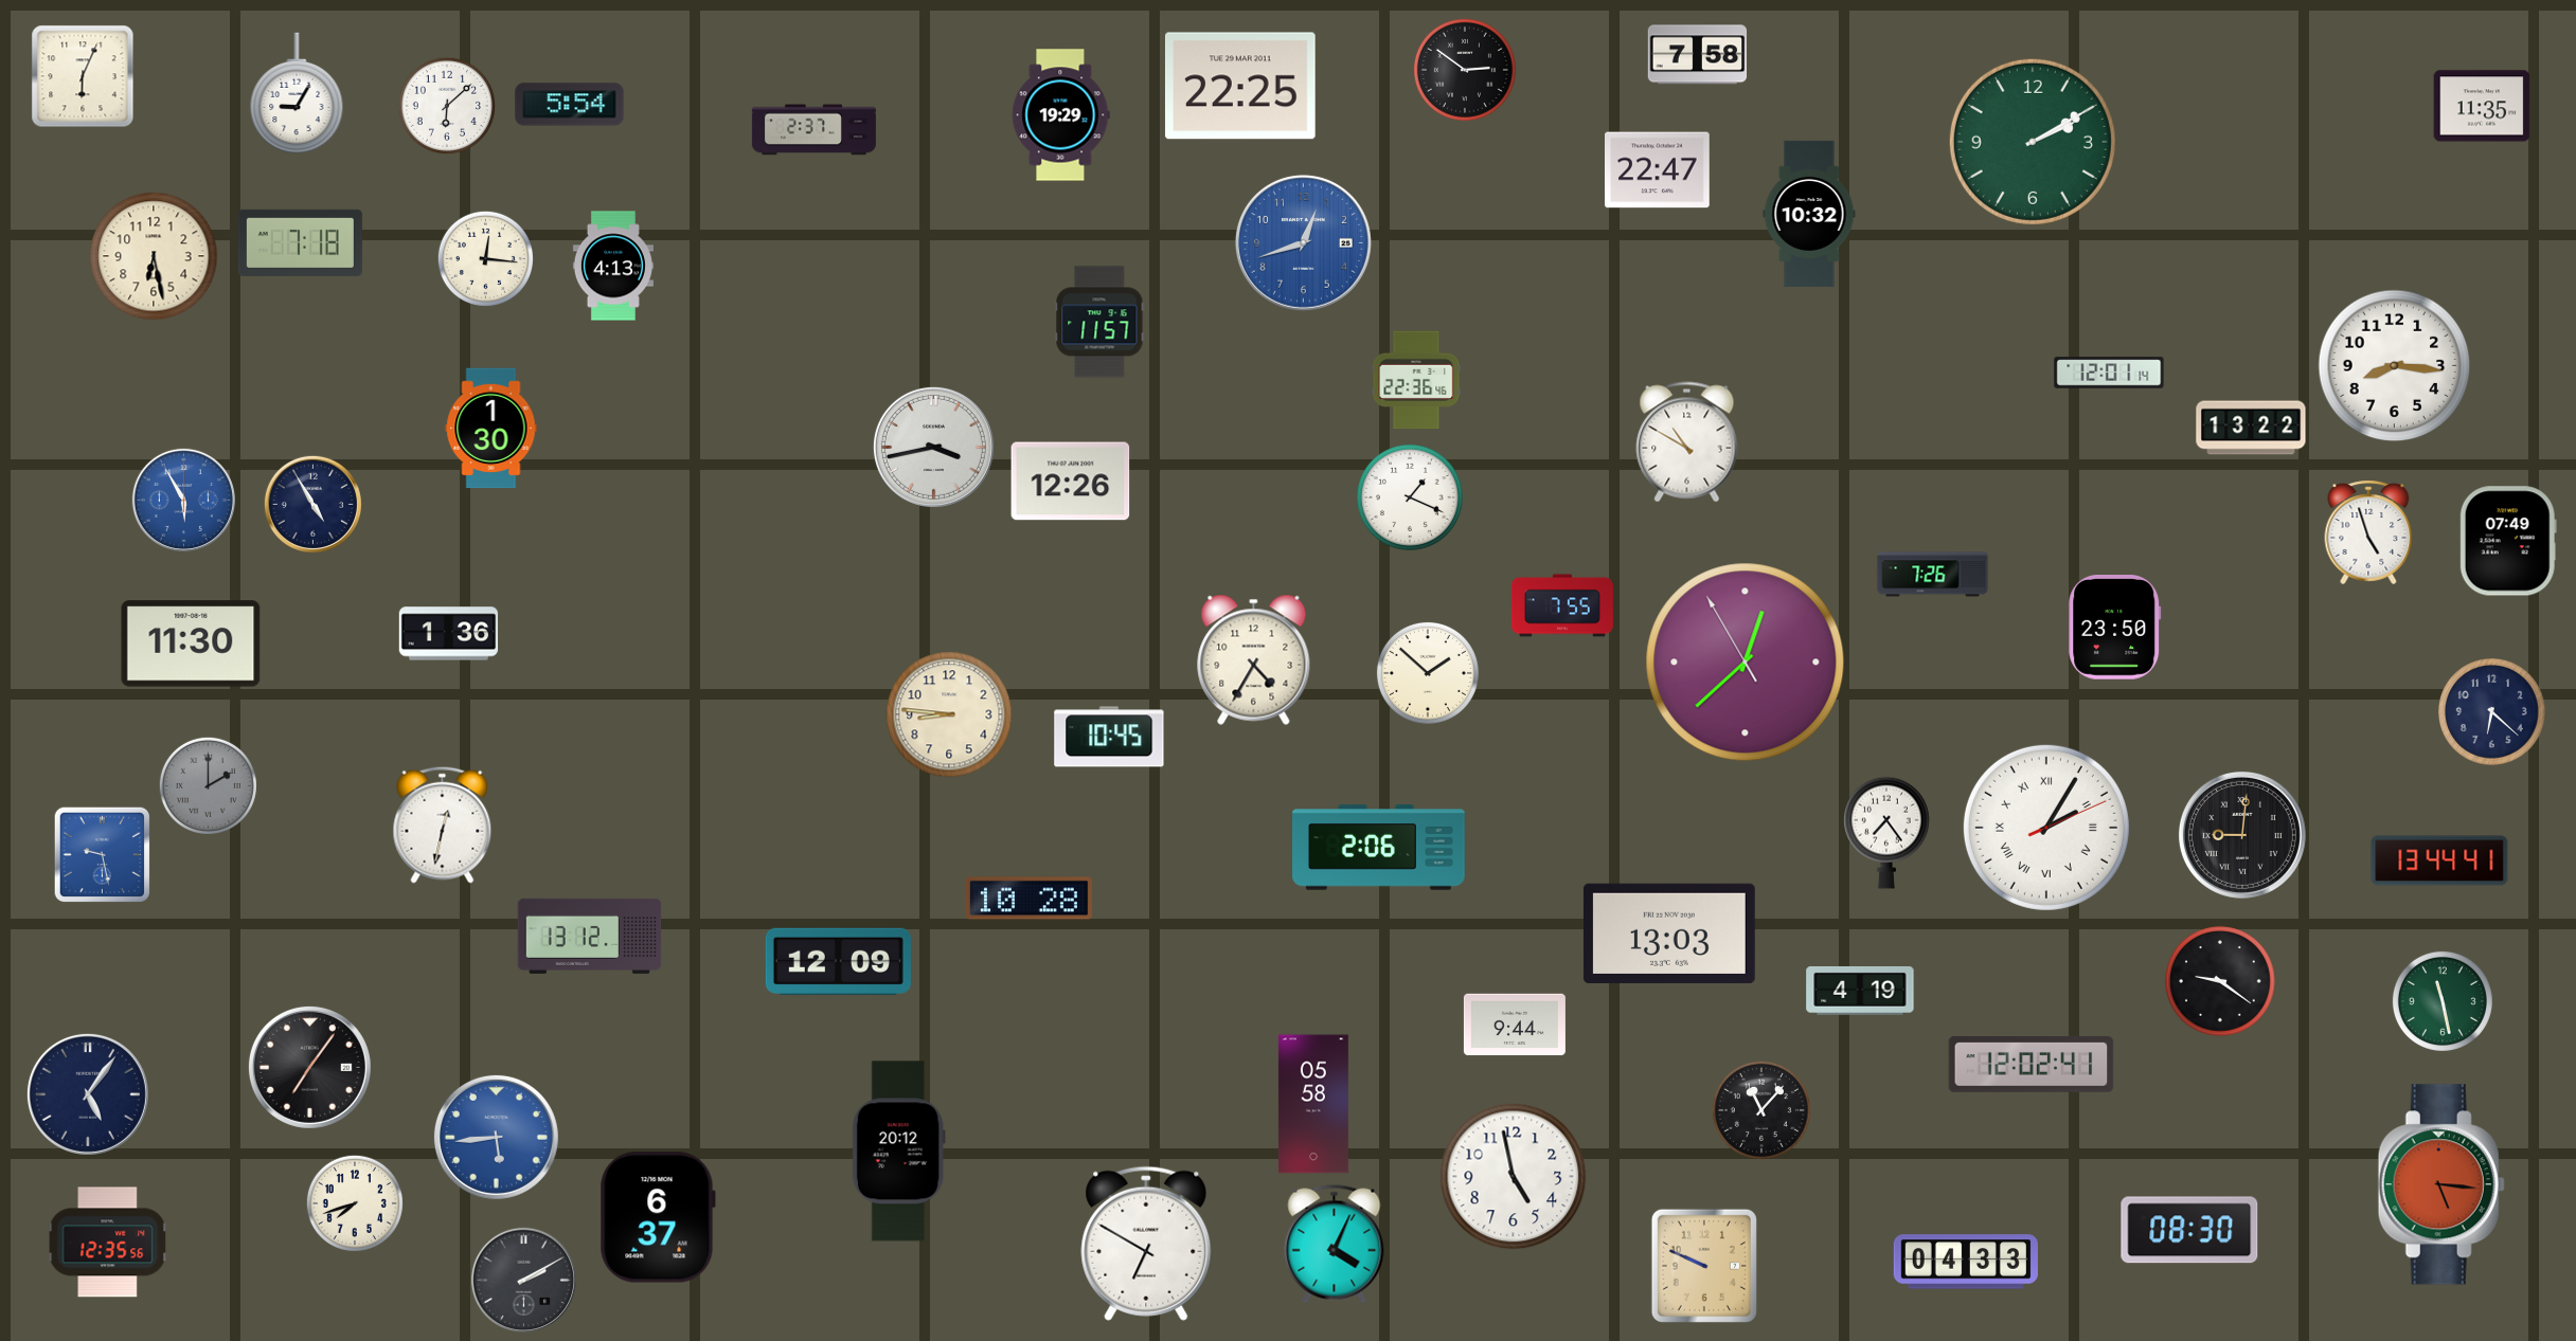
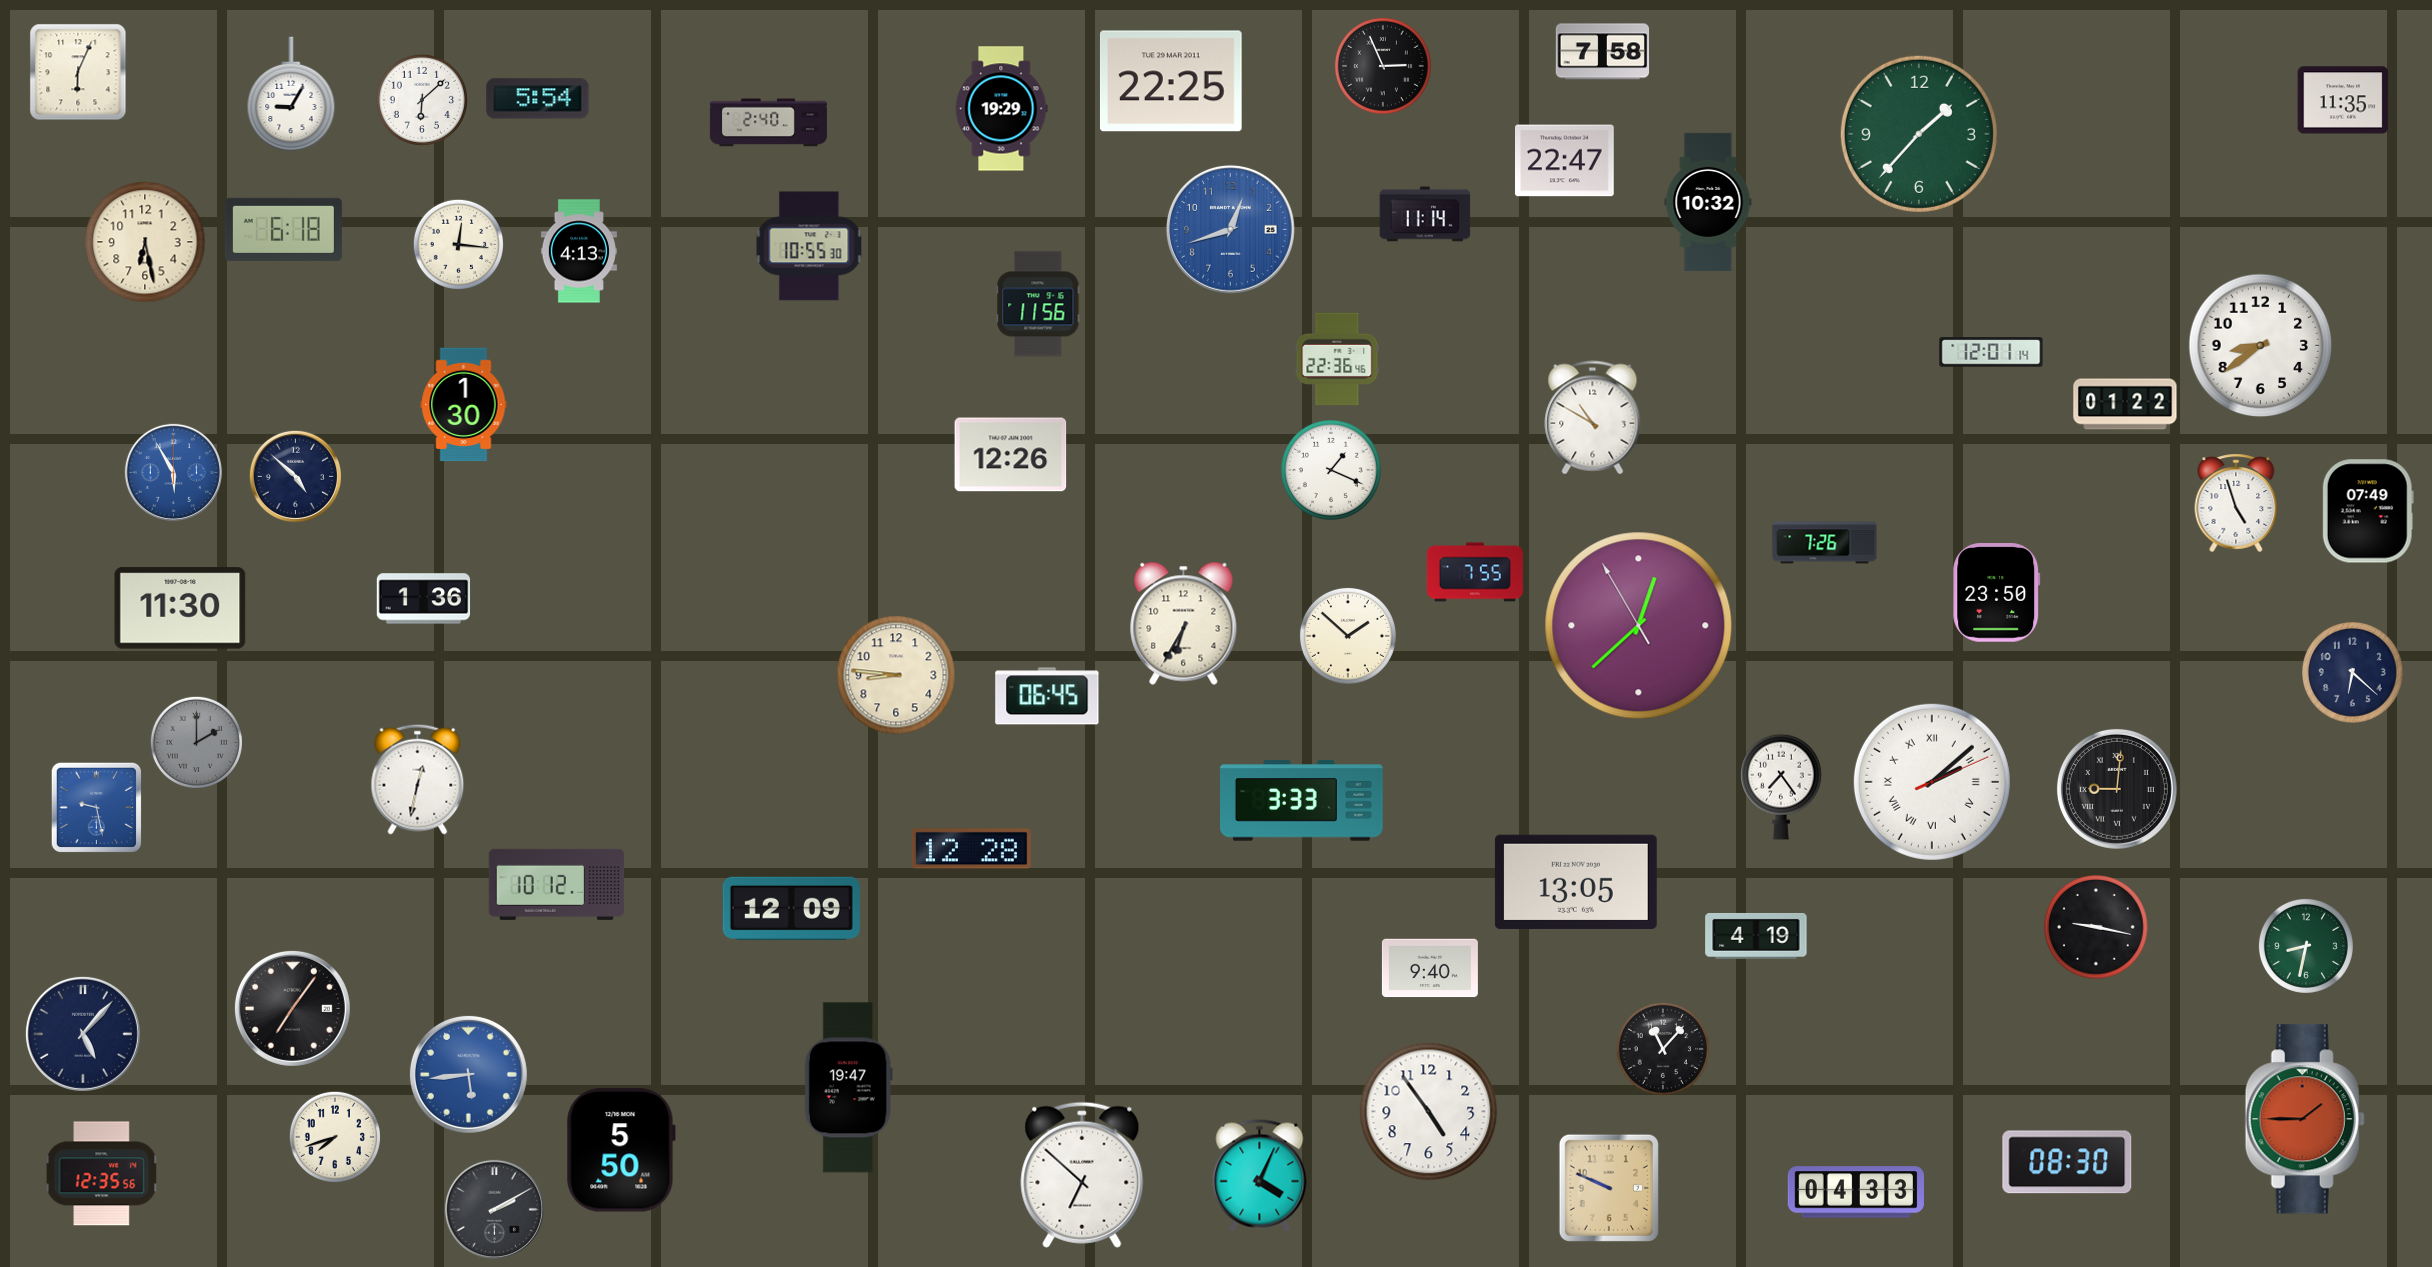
clock at (1465, 70): 2:51 -> 2:56
clock at (297, 93) position: (297, 93) -> (291, 94)
clock at (813, 130): 2:37 -> 2:40
clock at (2033, 142): 2:10 -> 1:37
clock at (1425, 214): none -> 11:14
clock at (300, 242): 7:18 -> 6:18
clock at (809, 246): none -> 10:55
clock at (1099, 322): 11:57 -> 11:56
clock at (2395, 366): 8:16 -> 8:39
clock at (2251, 428): 13:22 -> 01:22
clock at (933, 447): 3:43 -> none
clock at (312, 504): 4:55 -> 4:52
clock at (1254, 659): 4:35 -> 6:35
clock at (1746, 663) position: (1746, 663) -> (1639, 626)
clock at (1109, 737): 10:45 -> 06:45
clock at (2046, 828): 2:05 -> 2:08
clock at (1379, 848): 2:06 -> 3:33
clock at (2439, 860): 13:44 -> none
clock at (1028, 899): 10:28 -> 12:28
clock at (1669, 934): 13:03 -> 13:05
clock at (590, 936): 13:12 -> 10:12
clock at (2220, 981): 9:21 -> 9:17
clock at (2443, 1001): 11:28 -> 8:32
clock at (1515, 1025): 9:44 -> 9:40
clock at (2032, 1065): 12:02 -> none
clock at (88, 1094): 5:06 -> 5:07
clock at (1313, 1104): 05:58 -> none
clock at (898, 1152): 20:12 -> 19:47
clock at (1514, 1177): 4:58 -> 4:54
clock at (2441, 1184): 5:16 -> 1:45
clock at (658, 1217): 6:37 -> 5:50
clock at (1146, 1244): 6:50 -> 6:52
clock at (1704, 1266) position: (1704, 1266) -> (1609, 1188)
